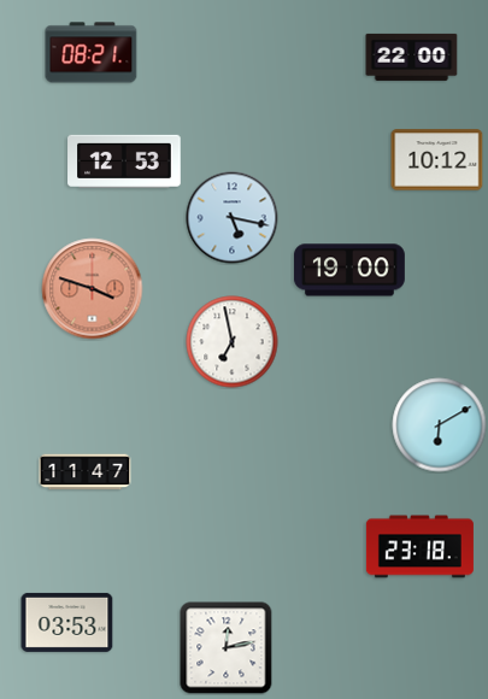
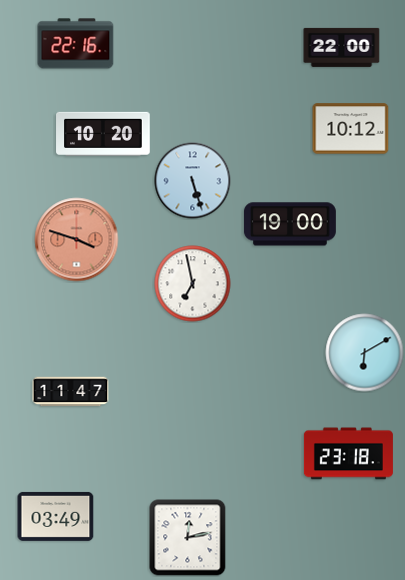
clock at (92, 53): 08:21 -> 22:16
clock at (437, 160) position: (437, 160) -> (351, 129)
clock at (124, 161): 12:53 -> 10:20
clock at (233, 218): 5:17 -> 5:27
clock at (67, 622): 03:53 -> 03:49
